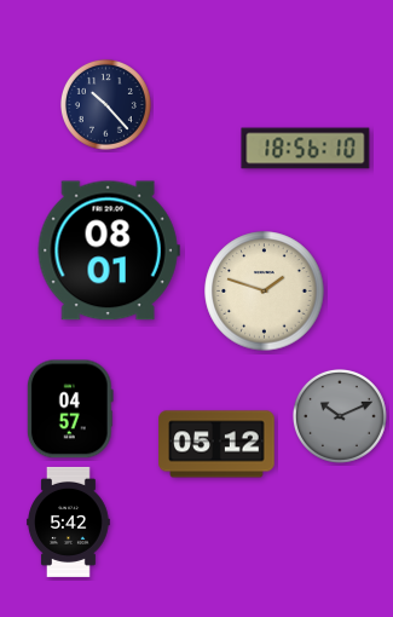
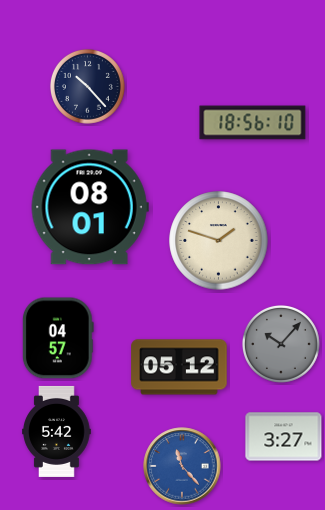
clock at (341, 417): 10:11 -> 10:07
clock at (284, 437): none -> 3:27
clock at (182, 466): none -> 11:23
